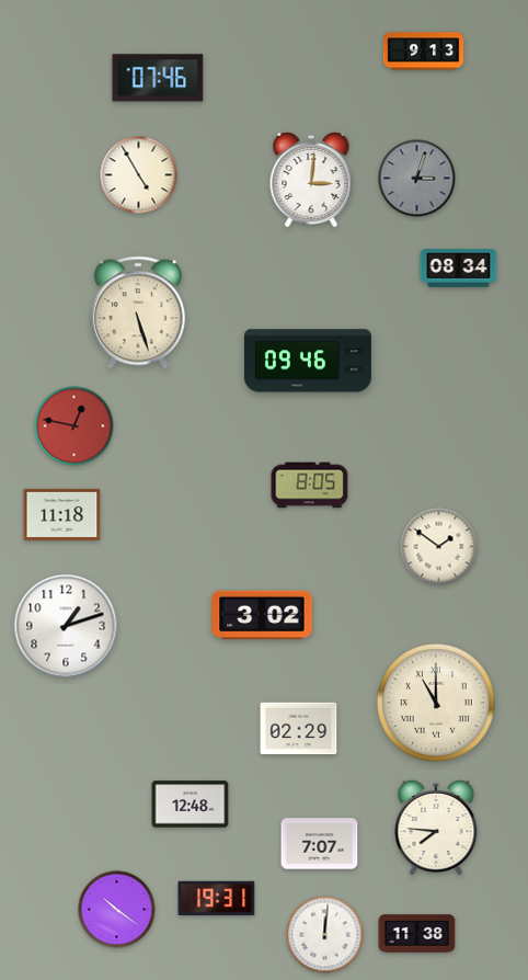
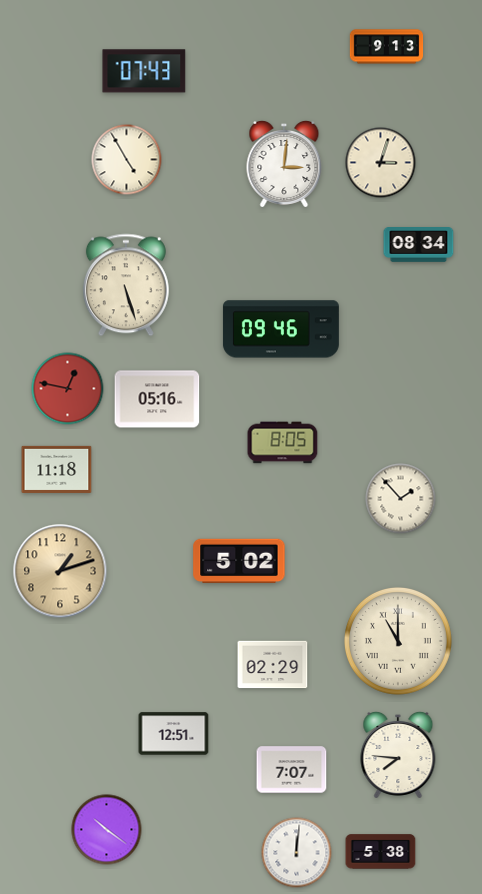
clock at (158, 78): 07:46 -> 07:43
clock at (417, 179) dial: grey -> cream
clock at (157, 399): none -> 05:16
clock at (439, 547): 1:51 -> 1:53
clock at (262, 615): 3:02 -> 5:02
clock at (66, 626) dial: white -> champagne
clock at (191, 805): 12:48 -> 12:51
clock at (217, 899): 19:31 -> none
clock at (417, 934): 11:38 -> 5:38
